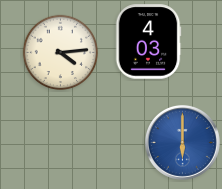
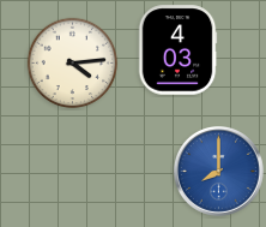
clock at (182, 142): 6:00 -> 8:00
